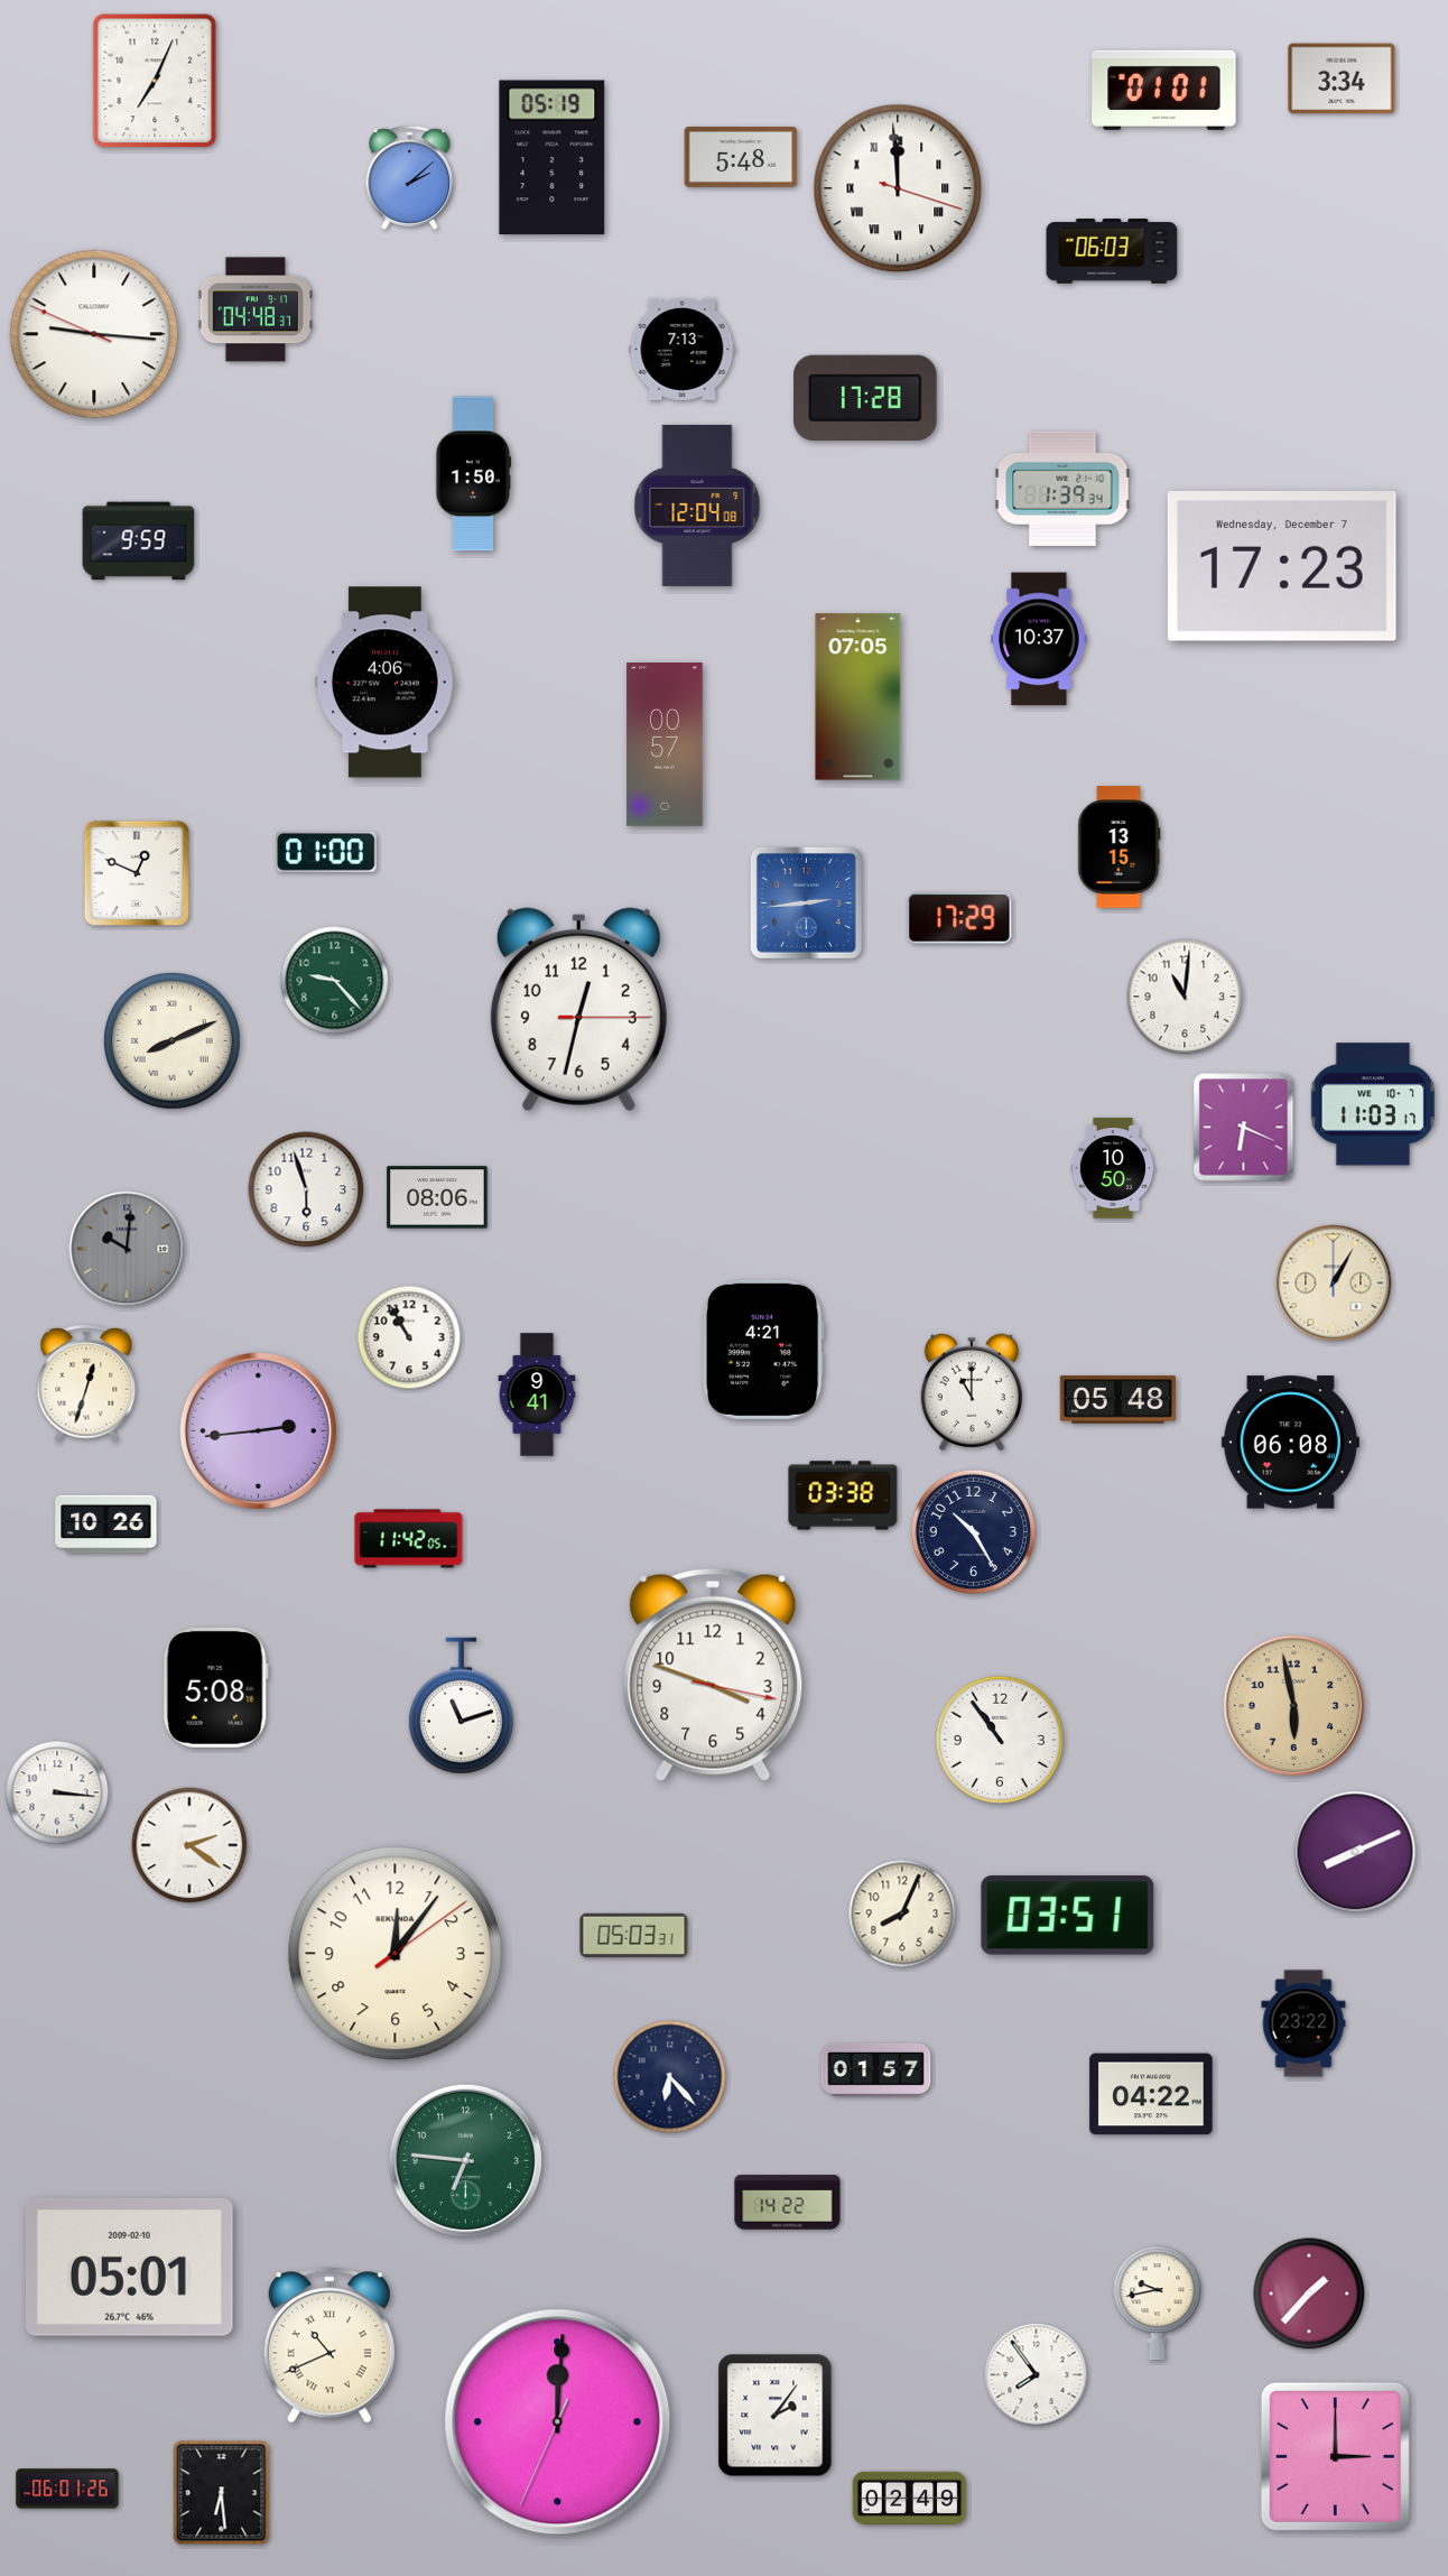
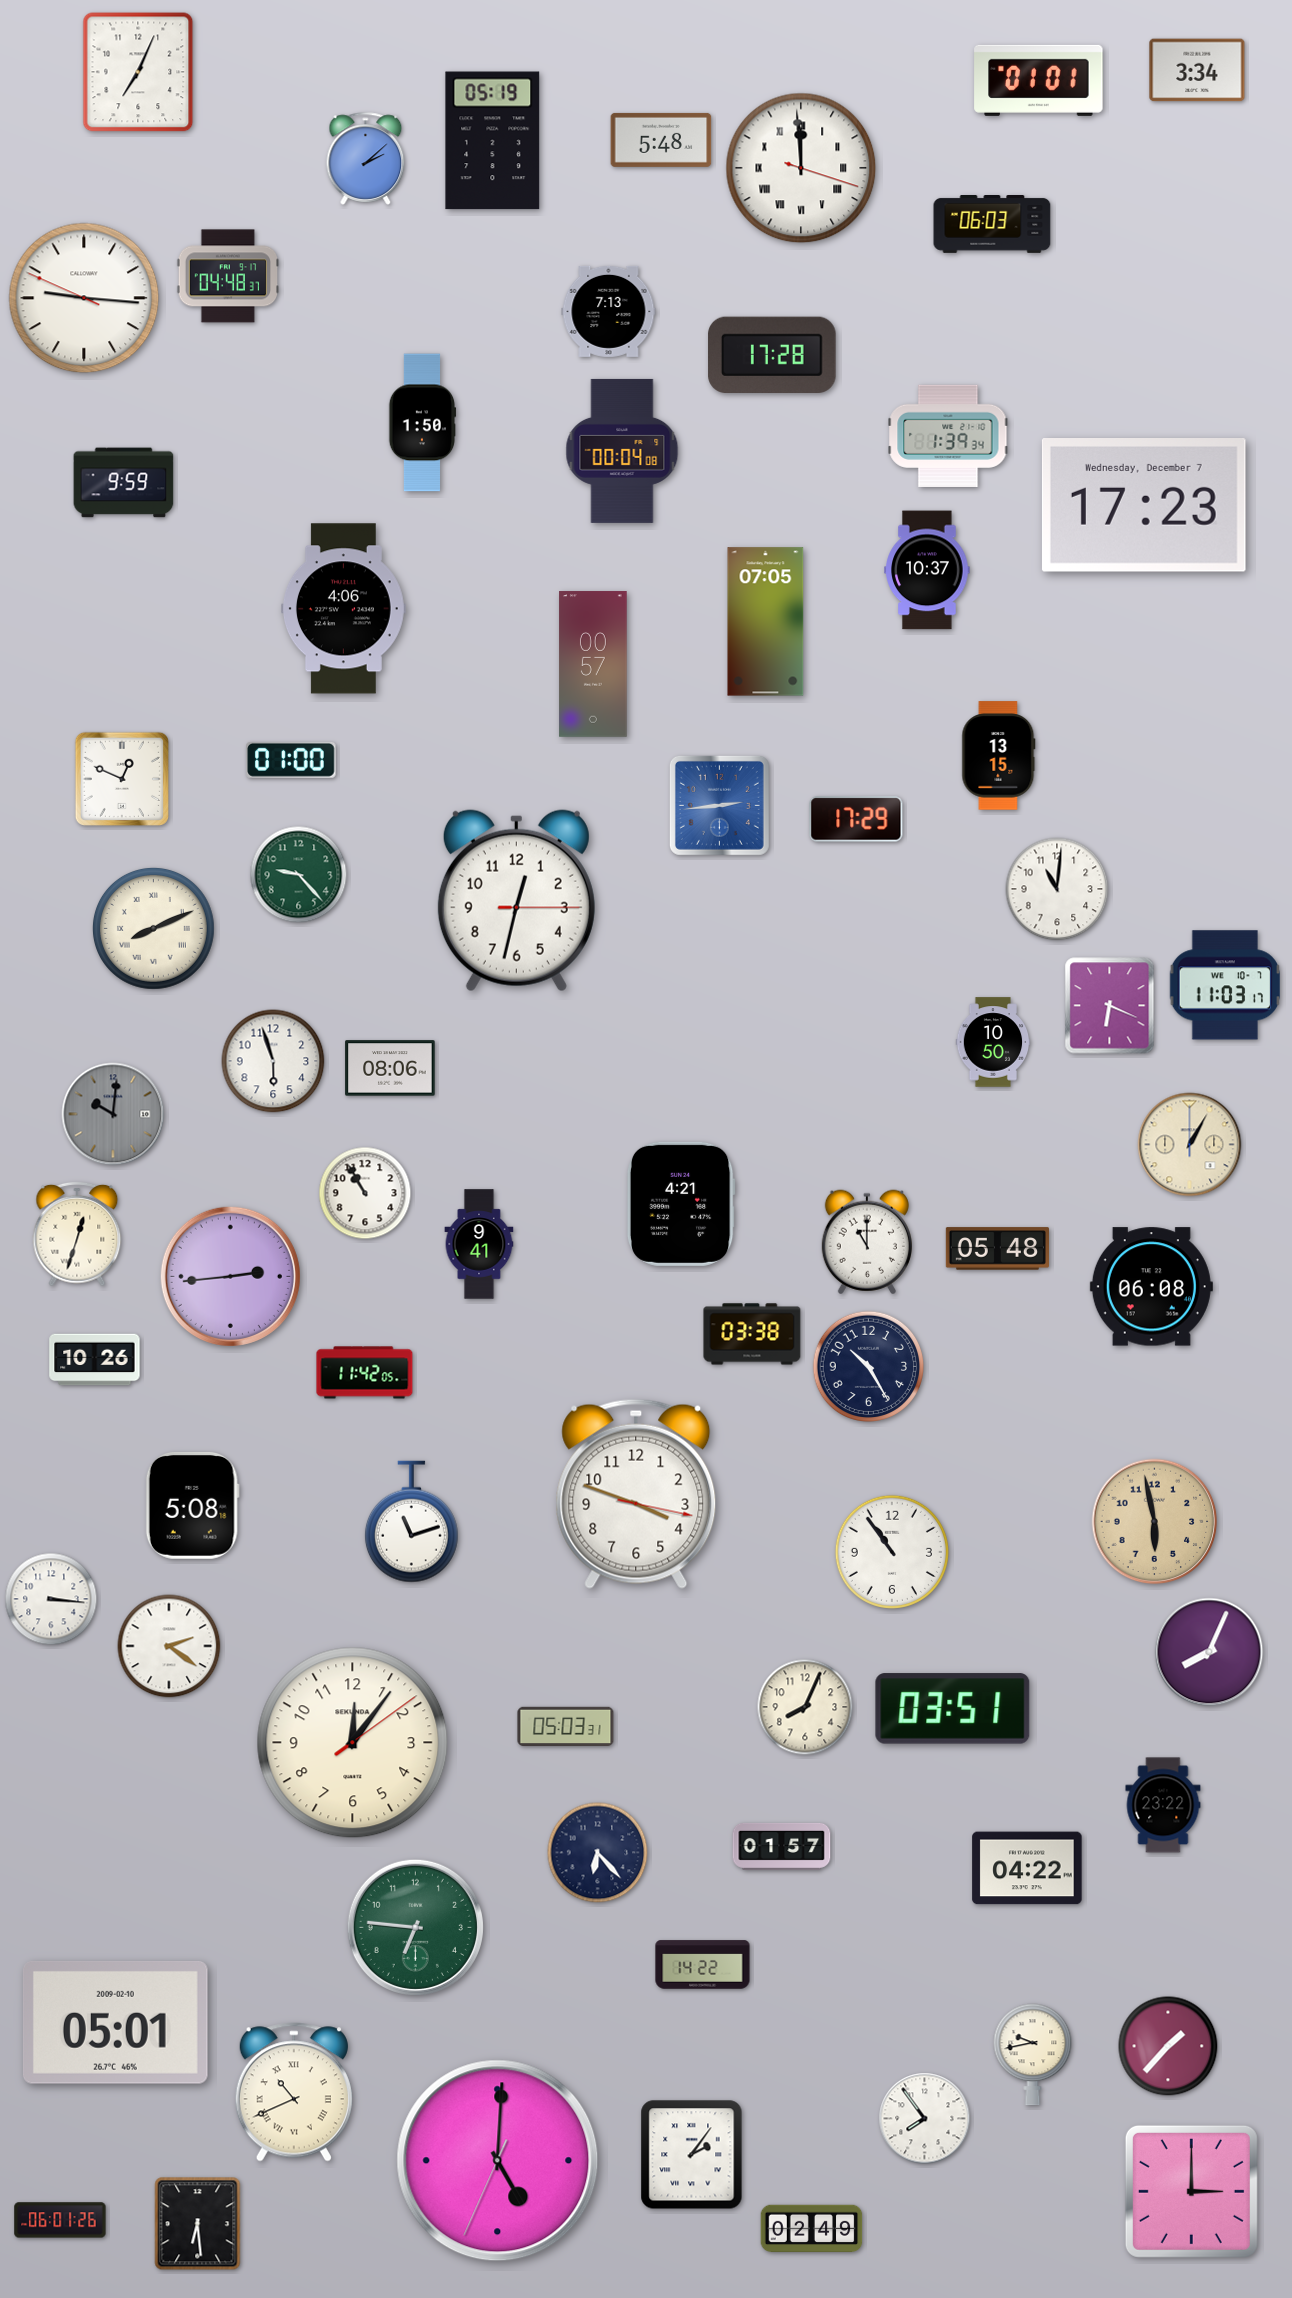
clock at (697, 506): 12:04 -> 00:04
clock at (1355, 1852): 8:11 -> 8:04
clock at (558, 2422): 12:00 -> 5:00
